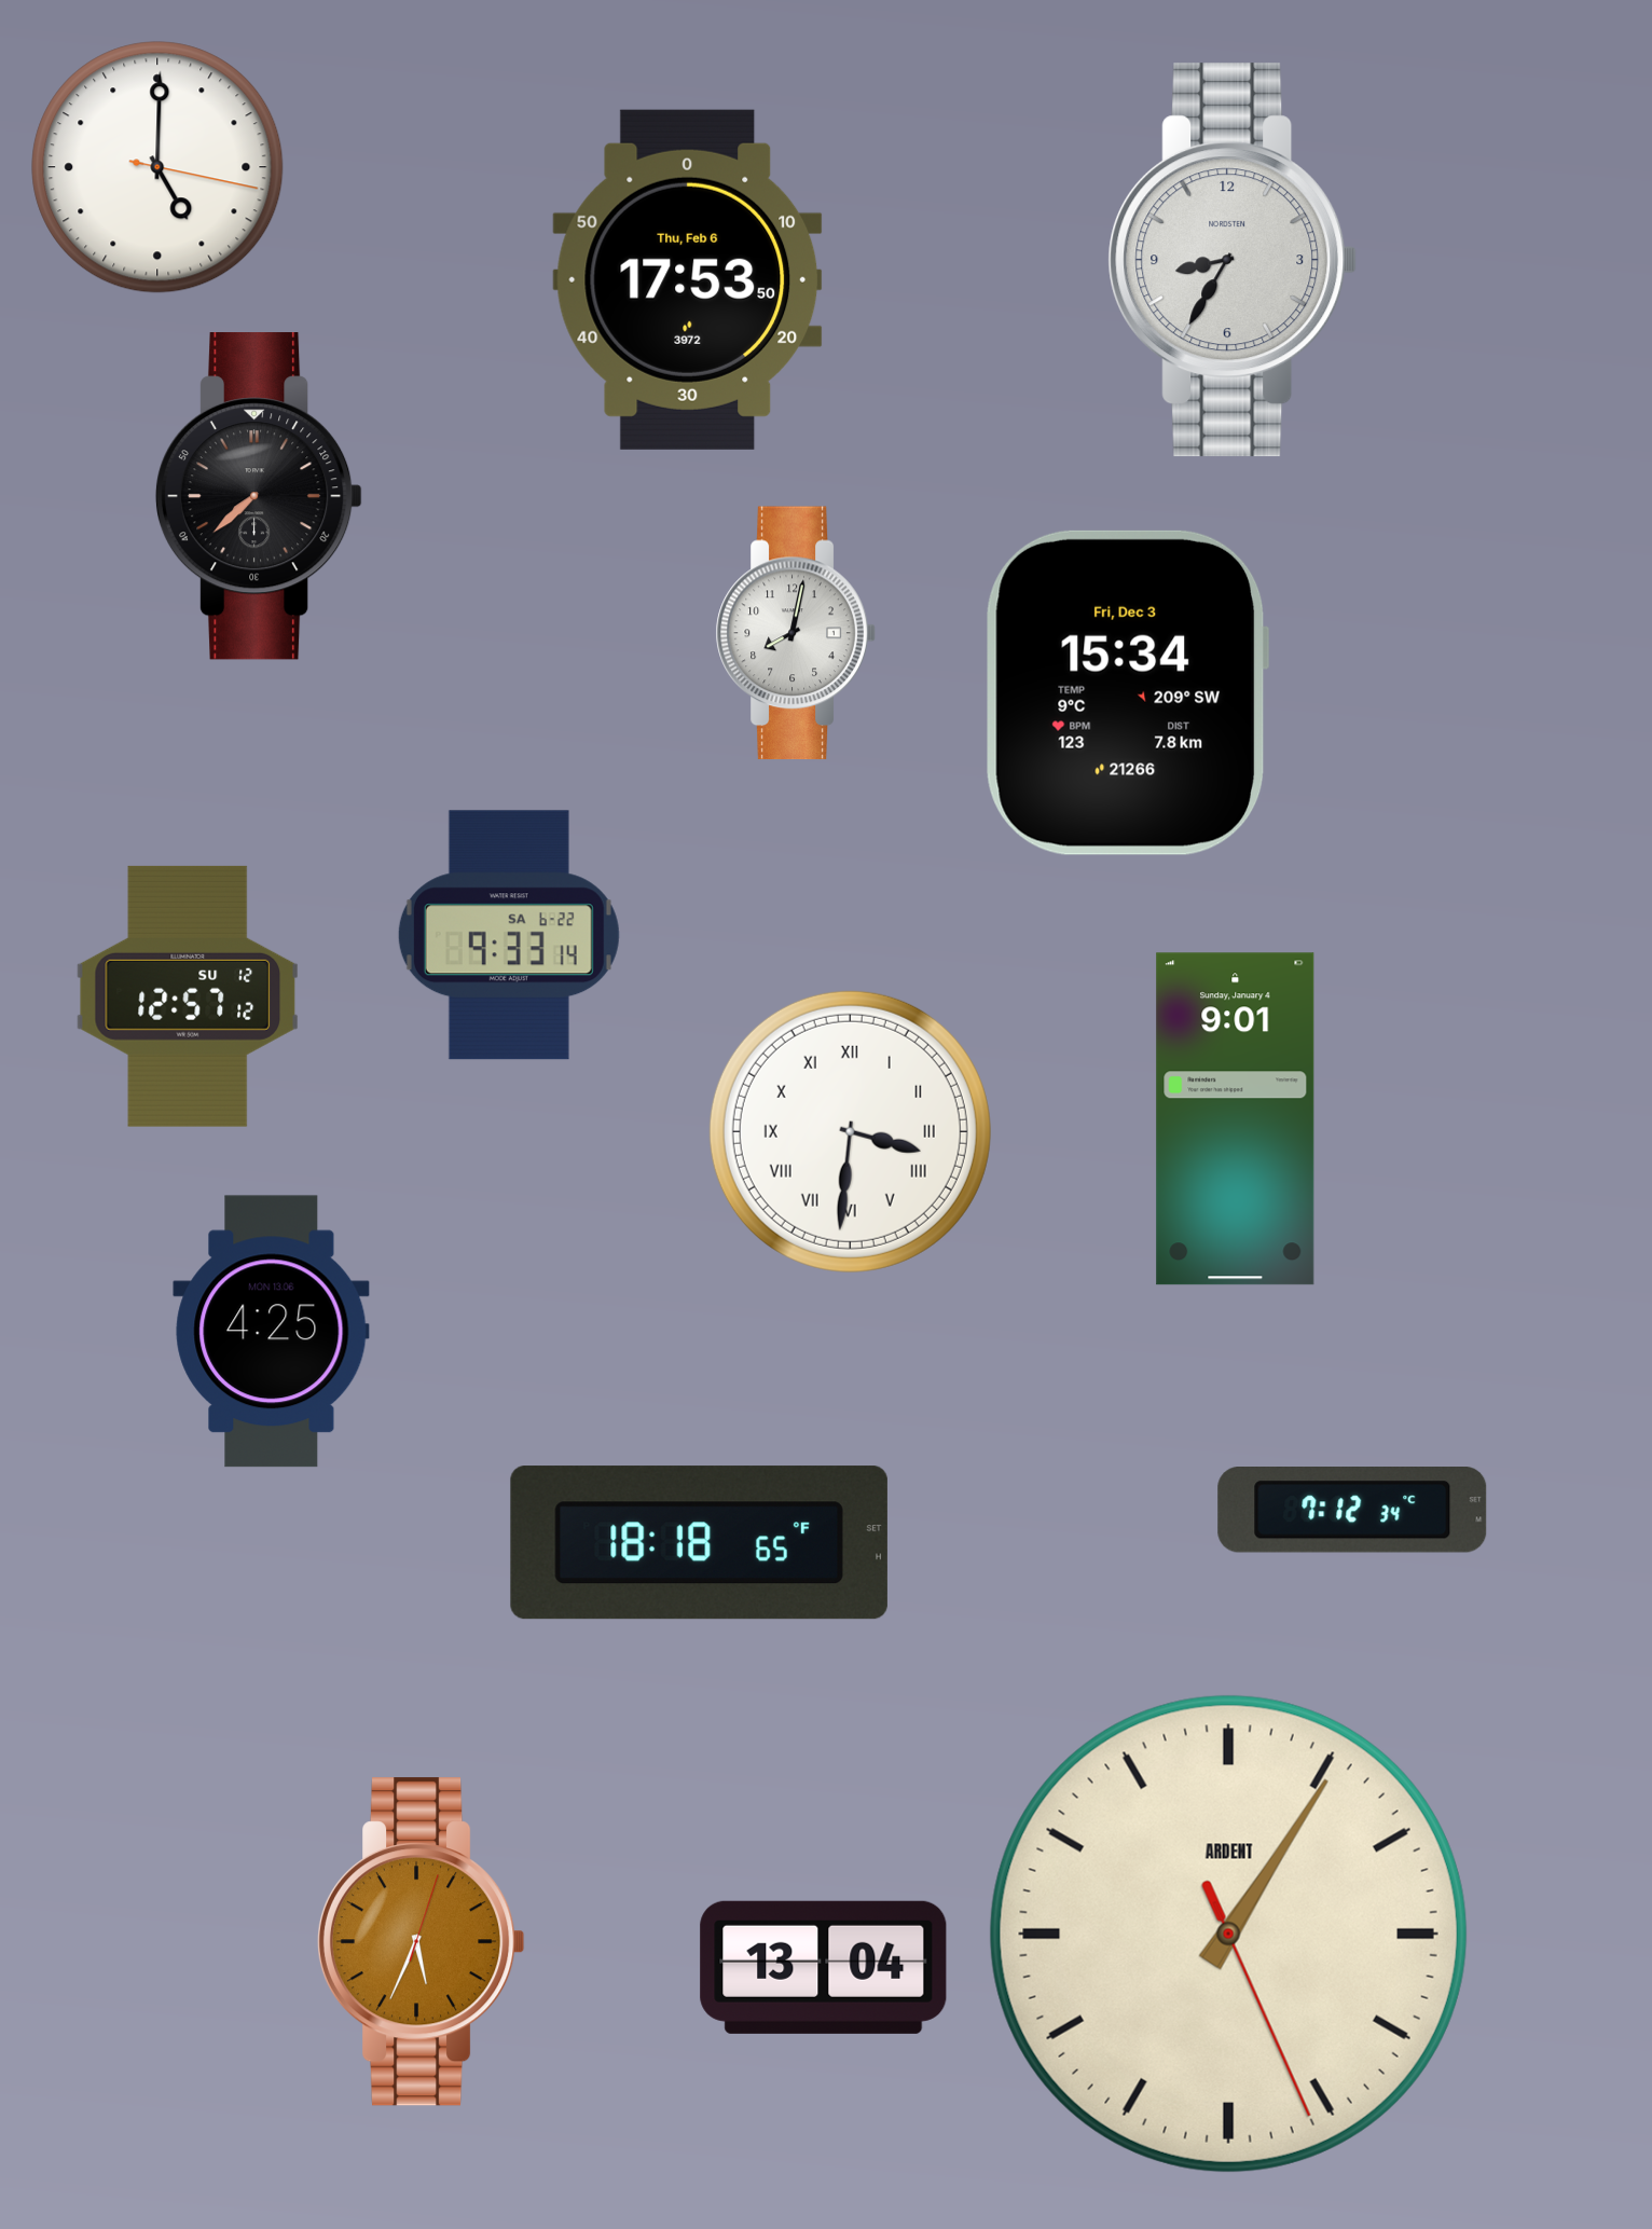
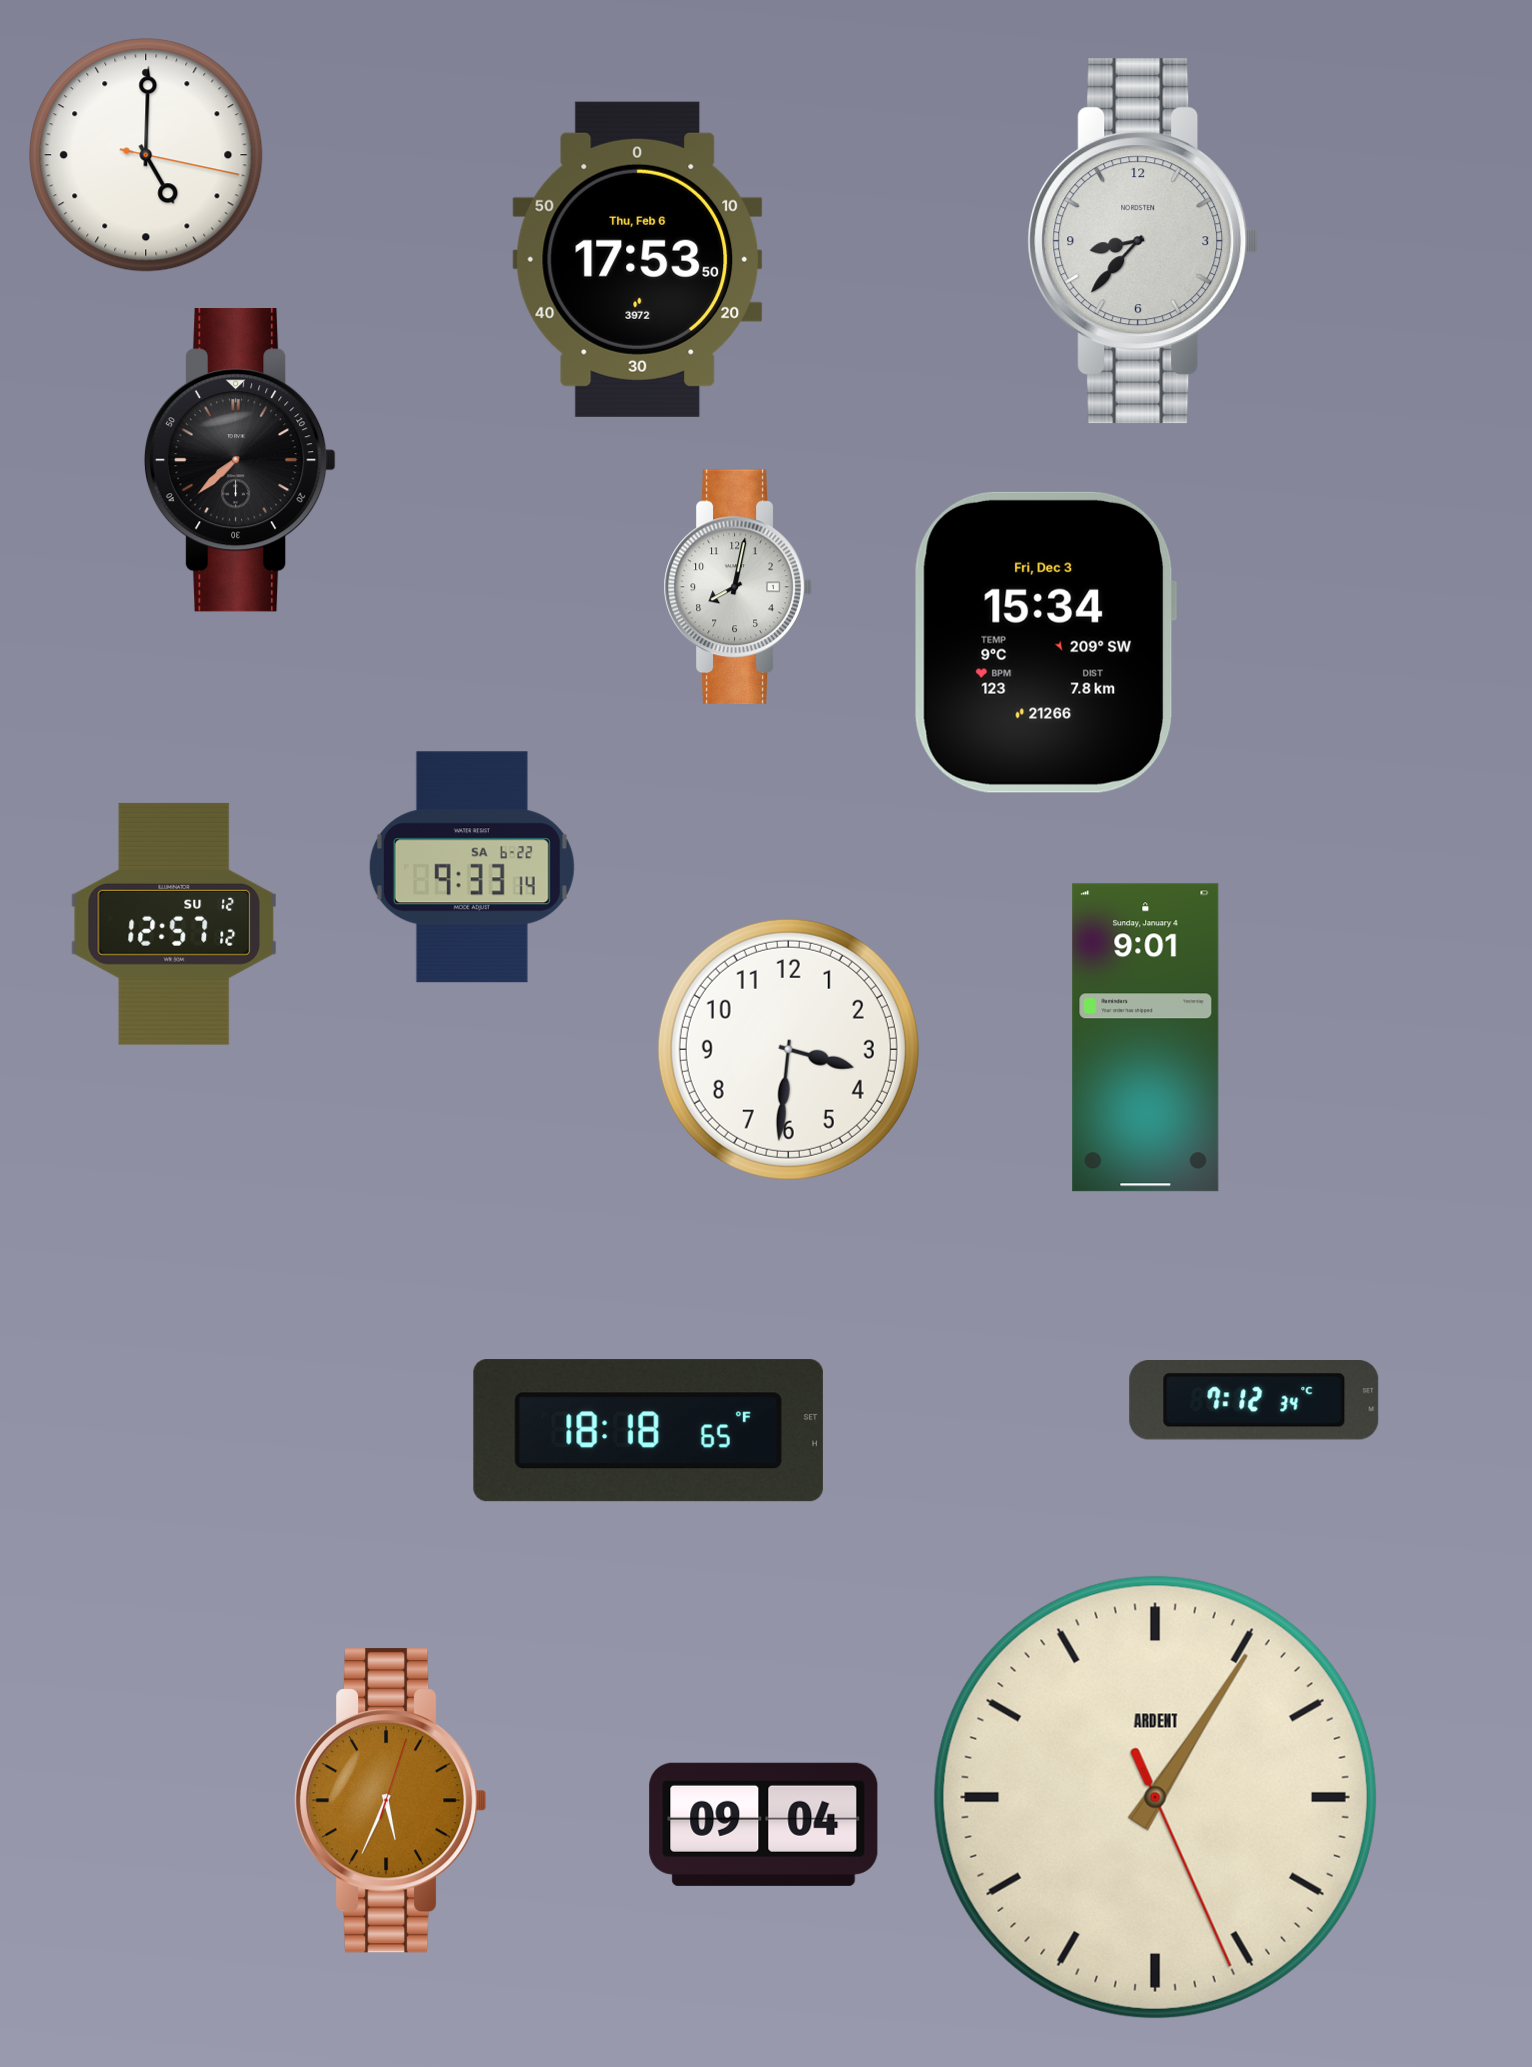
clock at (1233, 260): 8:35 -> 8:37
clock at (850, 1131) numerals: Roman -> Arabic
clock at (272, 1332): 4:25 -> none
clock at (1228, 1934) position: (1228, 1934) -> (1155, 1797)
clock at (824, 1967): 13:04 -> 09:04
